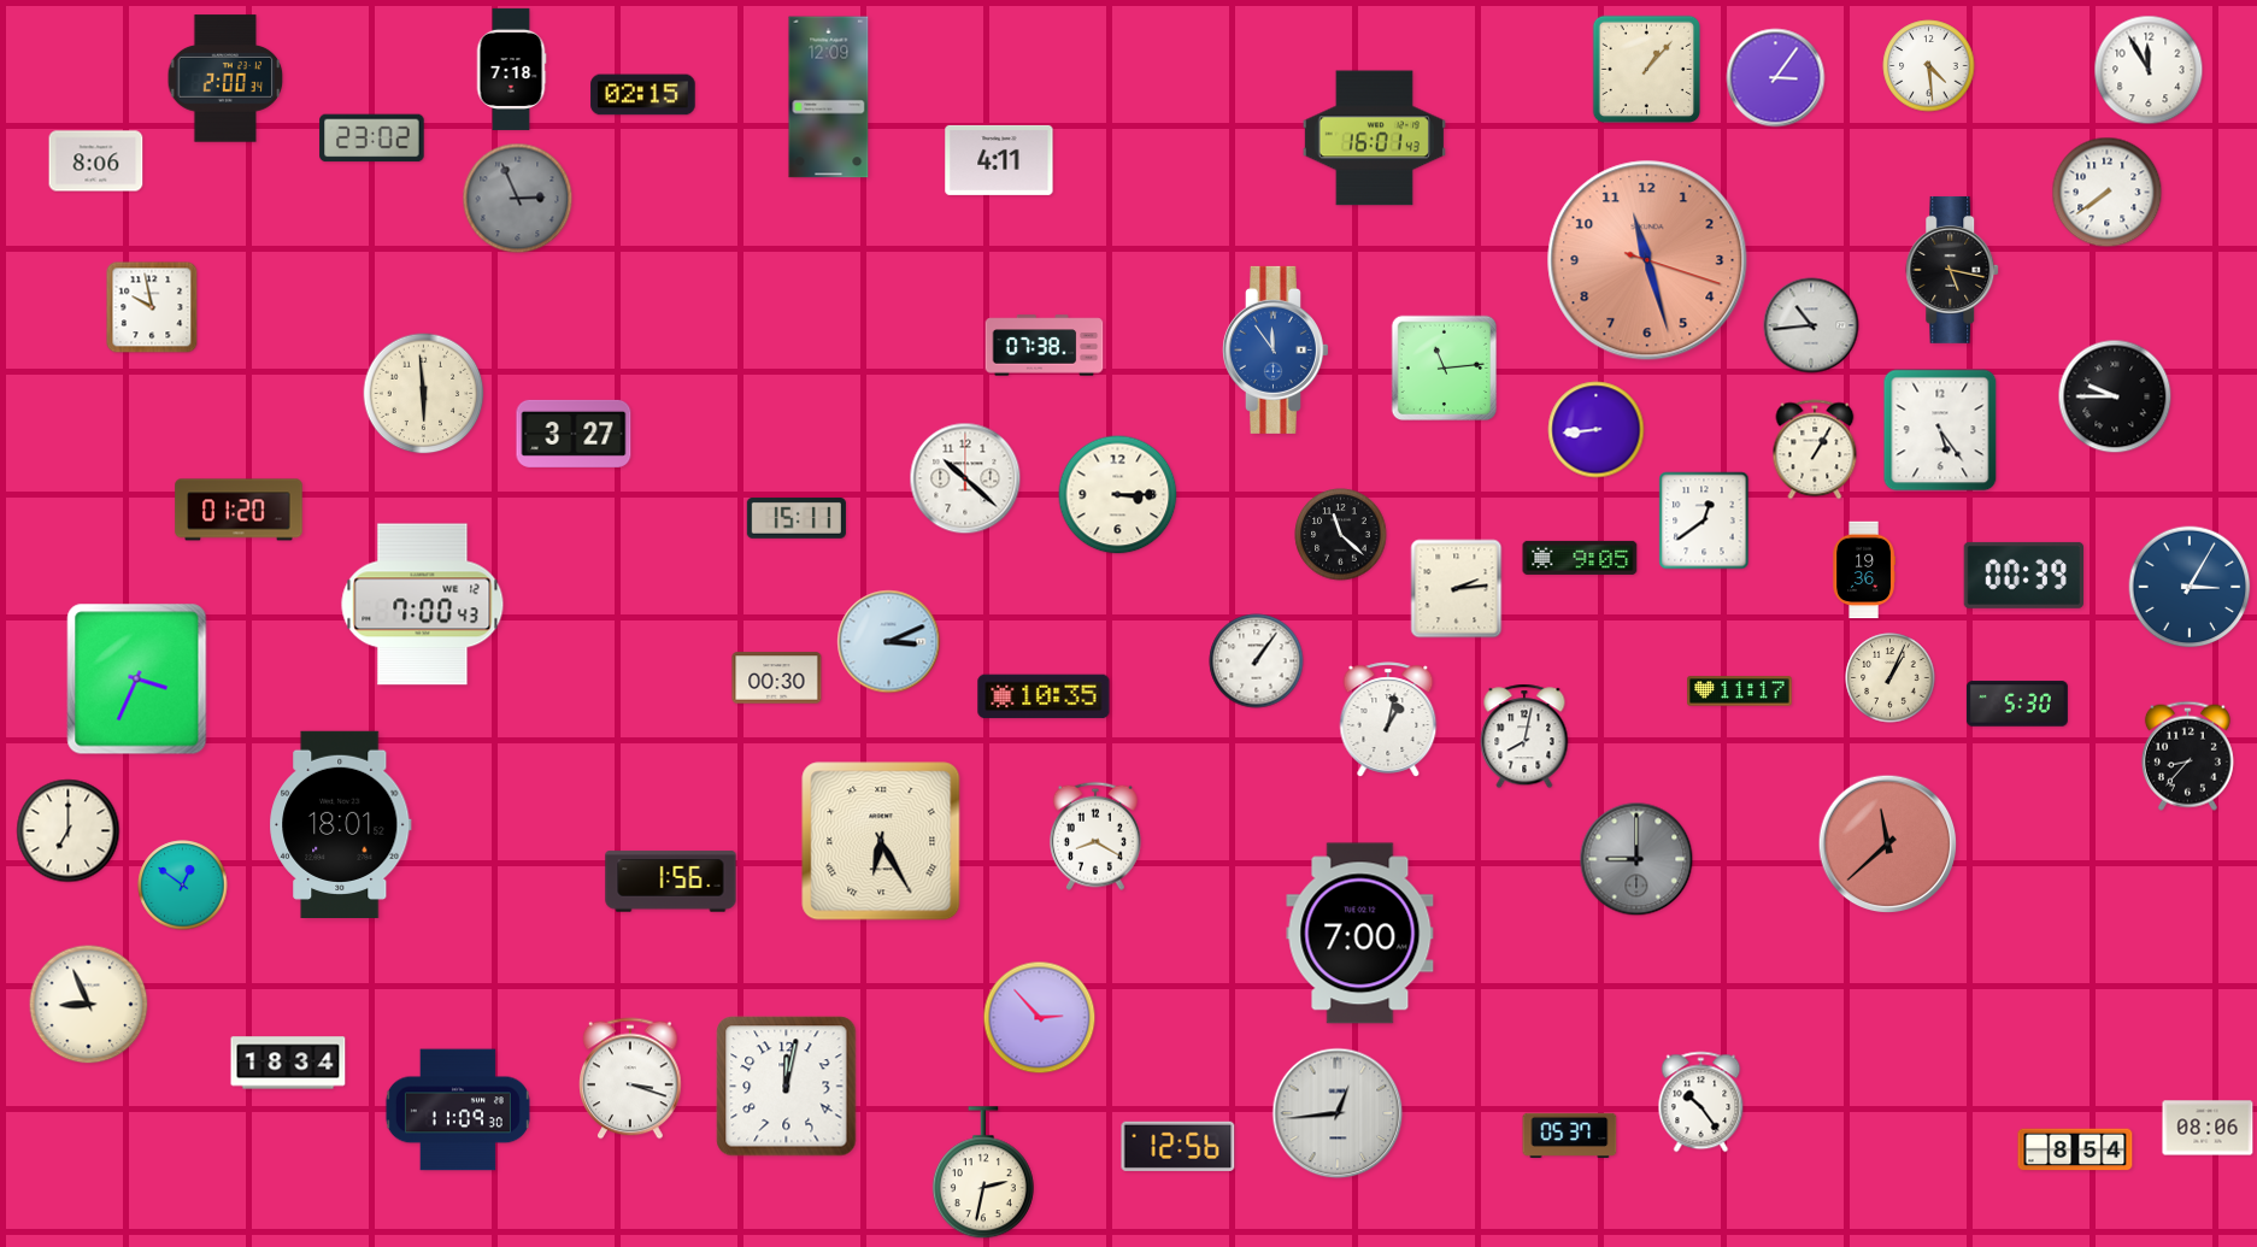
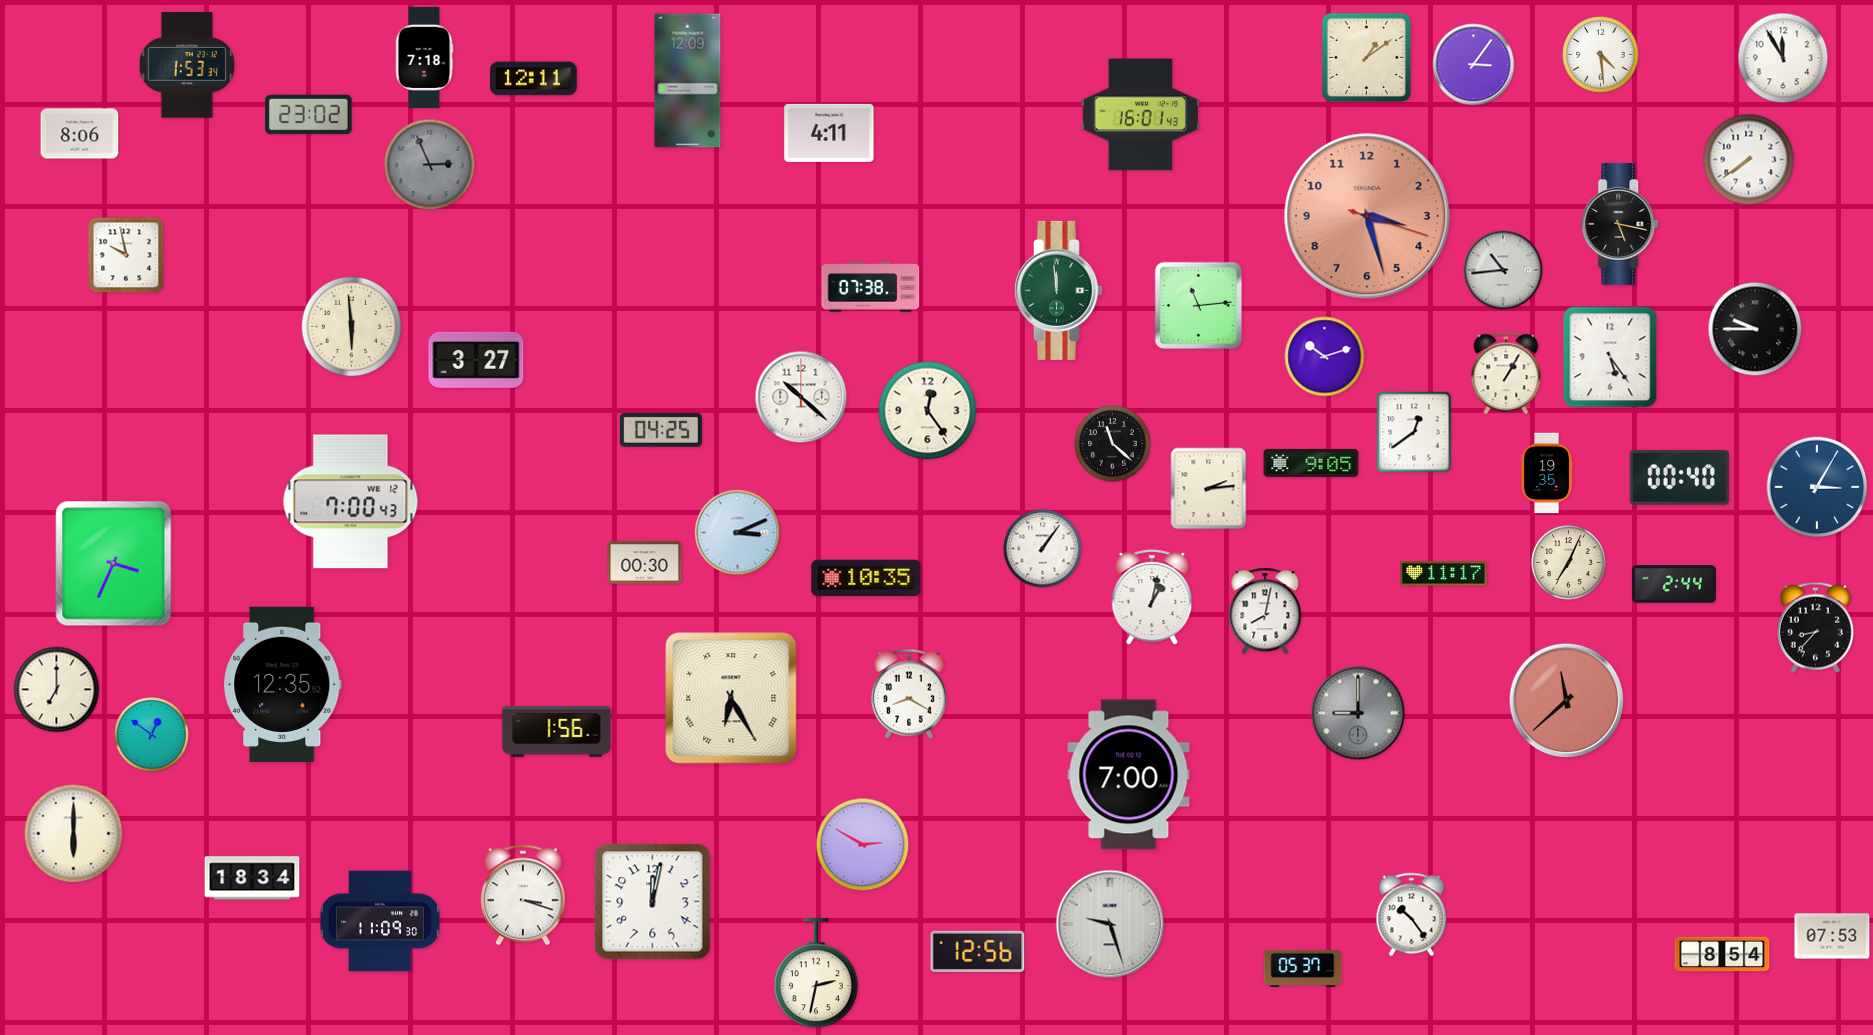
clock at (1646, 69): 1:07 -> 1:09
clock at (225, 78): 2:00 -> 1:53
clock at (643, 95): 02:15 -> 12:11
clock at (1647, 260): 11:27 -> 3:27
clock at (1045, 346) position: (1045, 346) -> (871, 287)
clock at (1275, 349): 11:54 -> 11:59
clock at (1275, 349) dial: blue -> green
clock at (1597, 430): 8:44 -> 10:12
clock at (1118, 495): 3:15 -> 12:24
clock at (239, 510): 01:20 -> none
clock at (797, 518): 15:11 -> 04:25
clock at (1863, 570): 19:36 -> 19:35
clock at (2023, 575): 00:39 -> 00:40
clock at (1891, 678): 1:04 -> 7:04
clock at (2017, 704): 5:30 -> 2:44
clock at (341, 824): 18:01 -> 12:35
clock at (89, 1005): 8:56 -> 6:00
clock at (1040, 1018): 2:53 -> 2:50
clock at (288, 1063) position: (288, 1063) -> (252, 878)
clock at (1338, 1113): 12:44 -> 9:27
clock at (2208, 1128): 08:06 -> 07:53
clock at (1570, 1135) position: (1570, 1135) -> (1303, 968)
